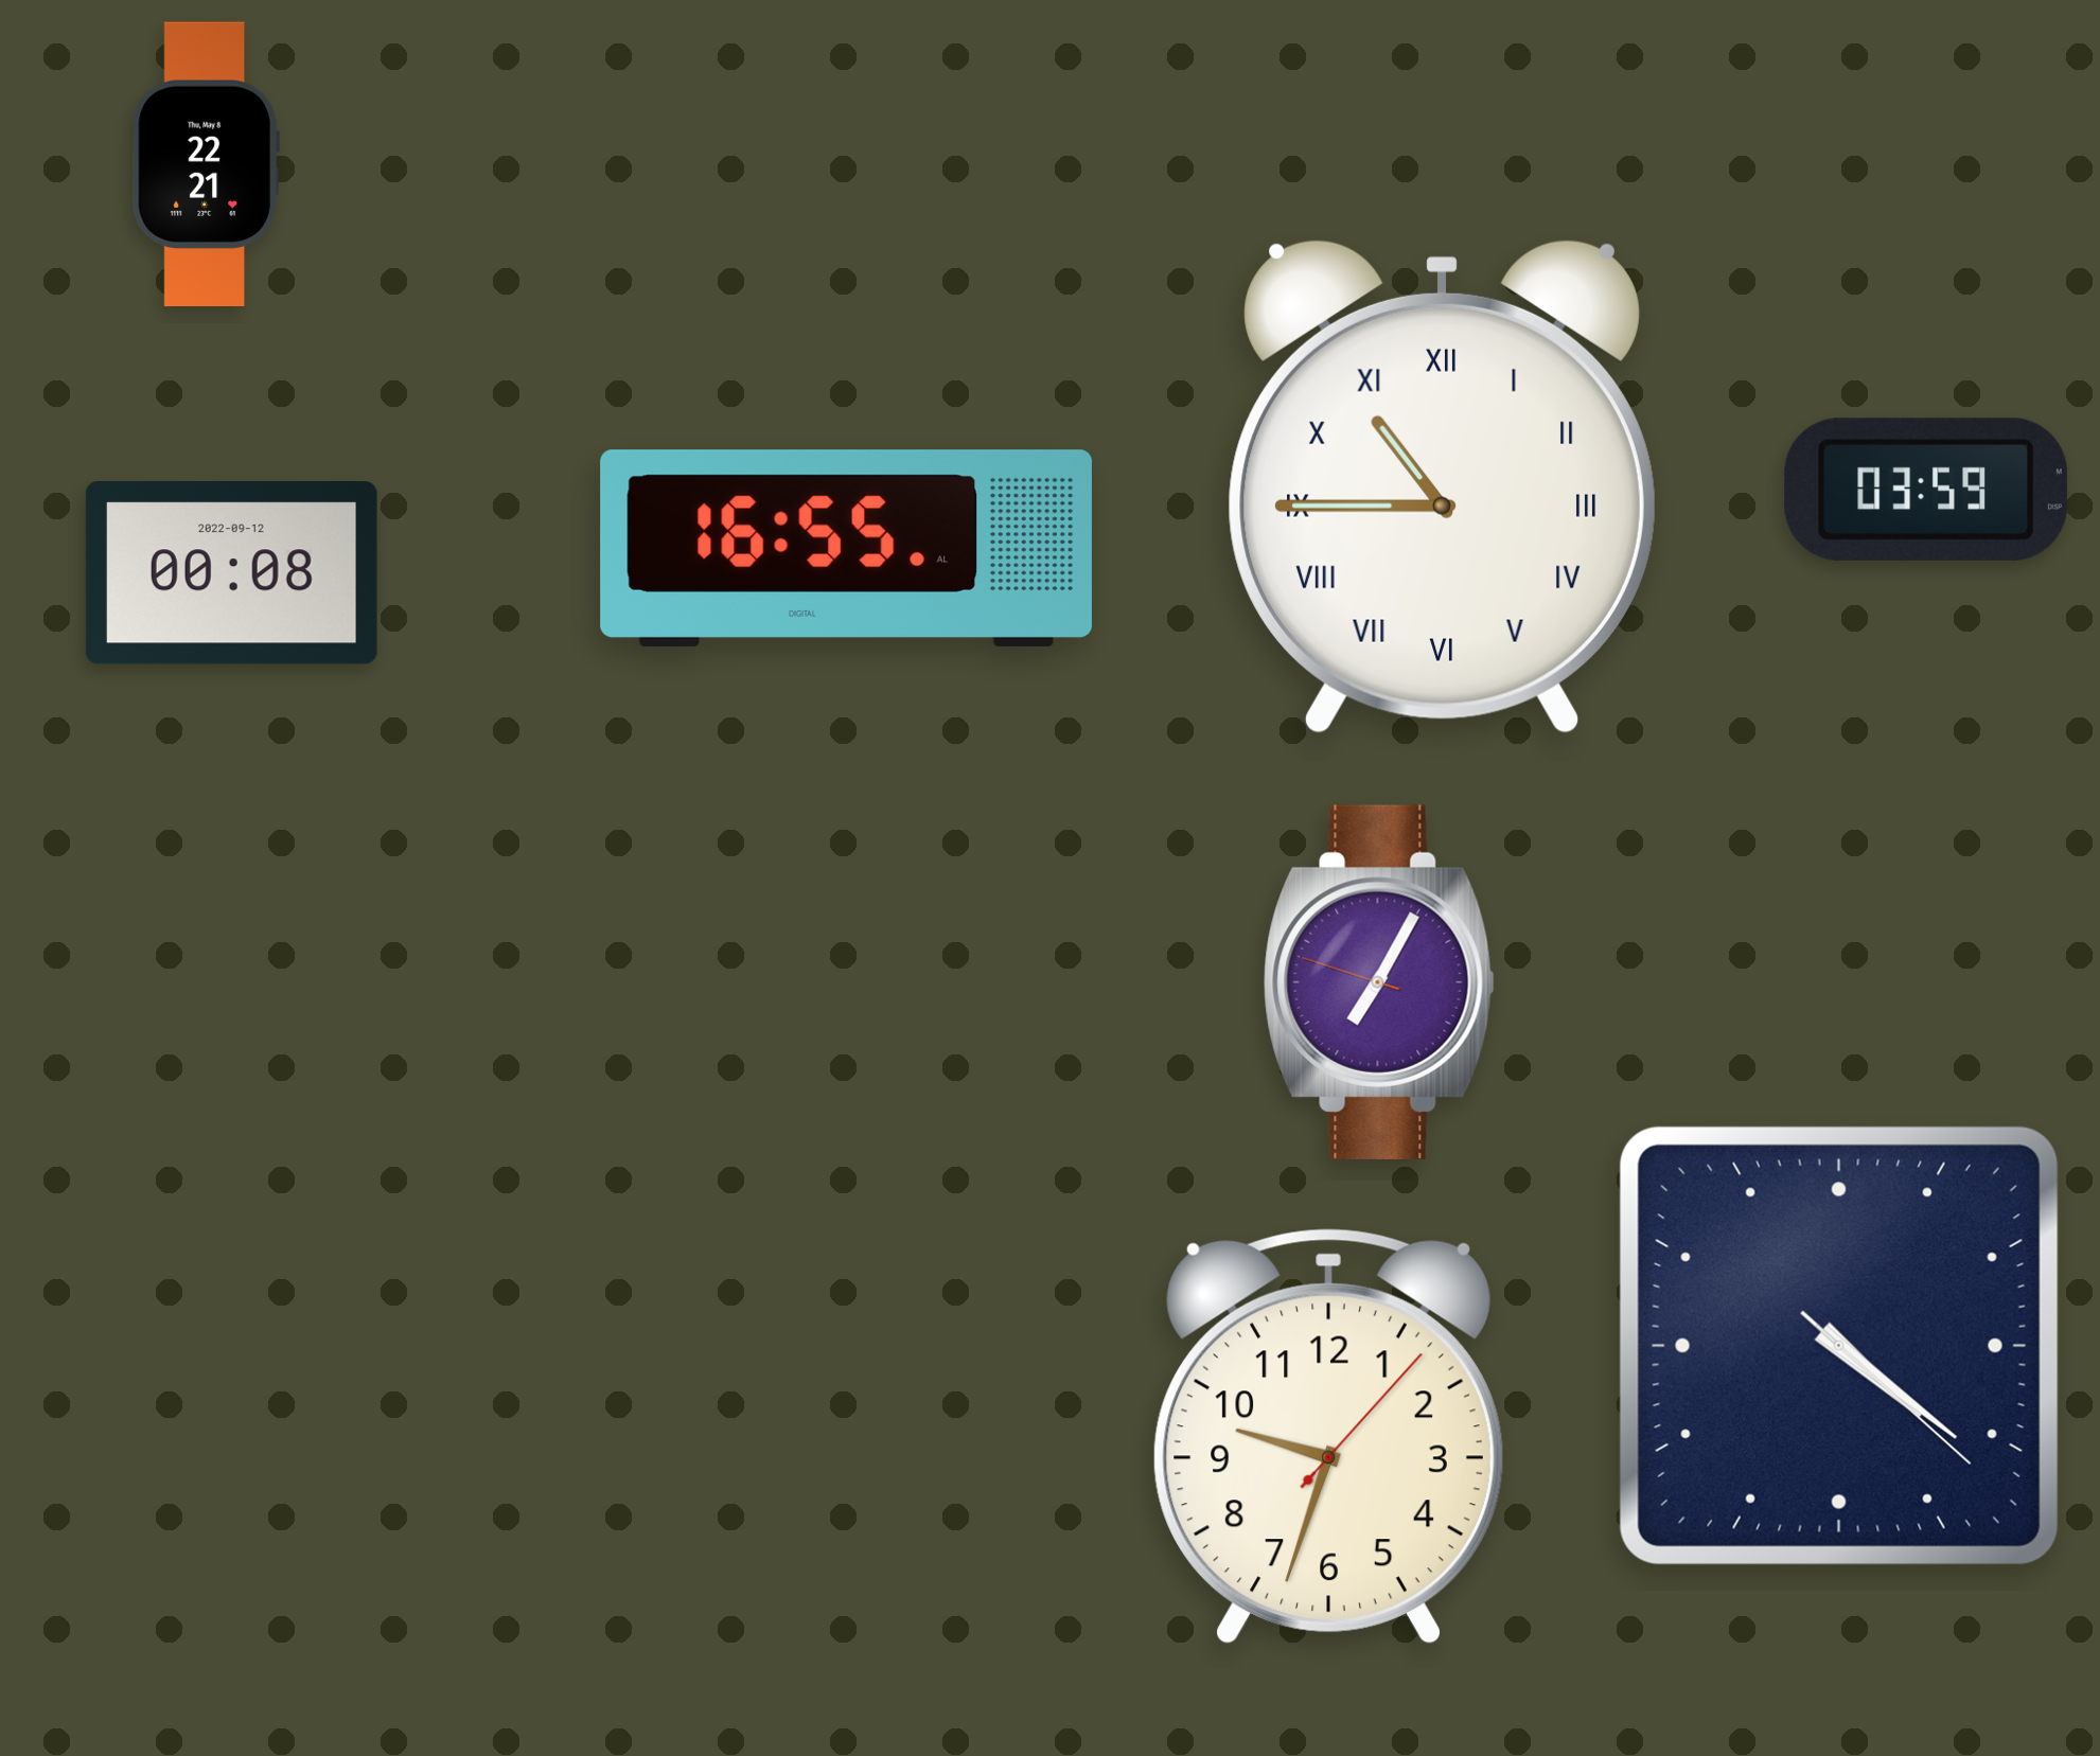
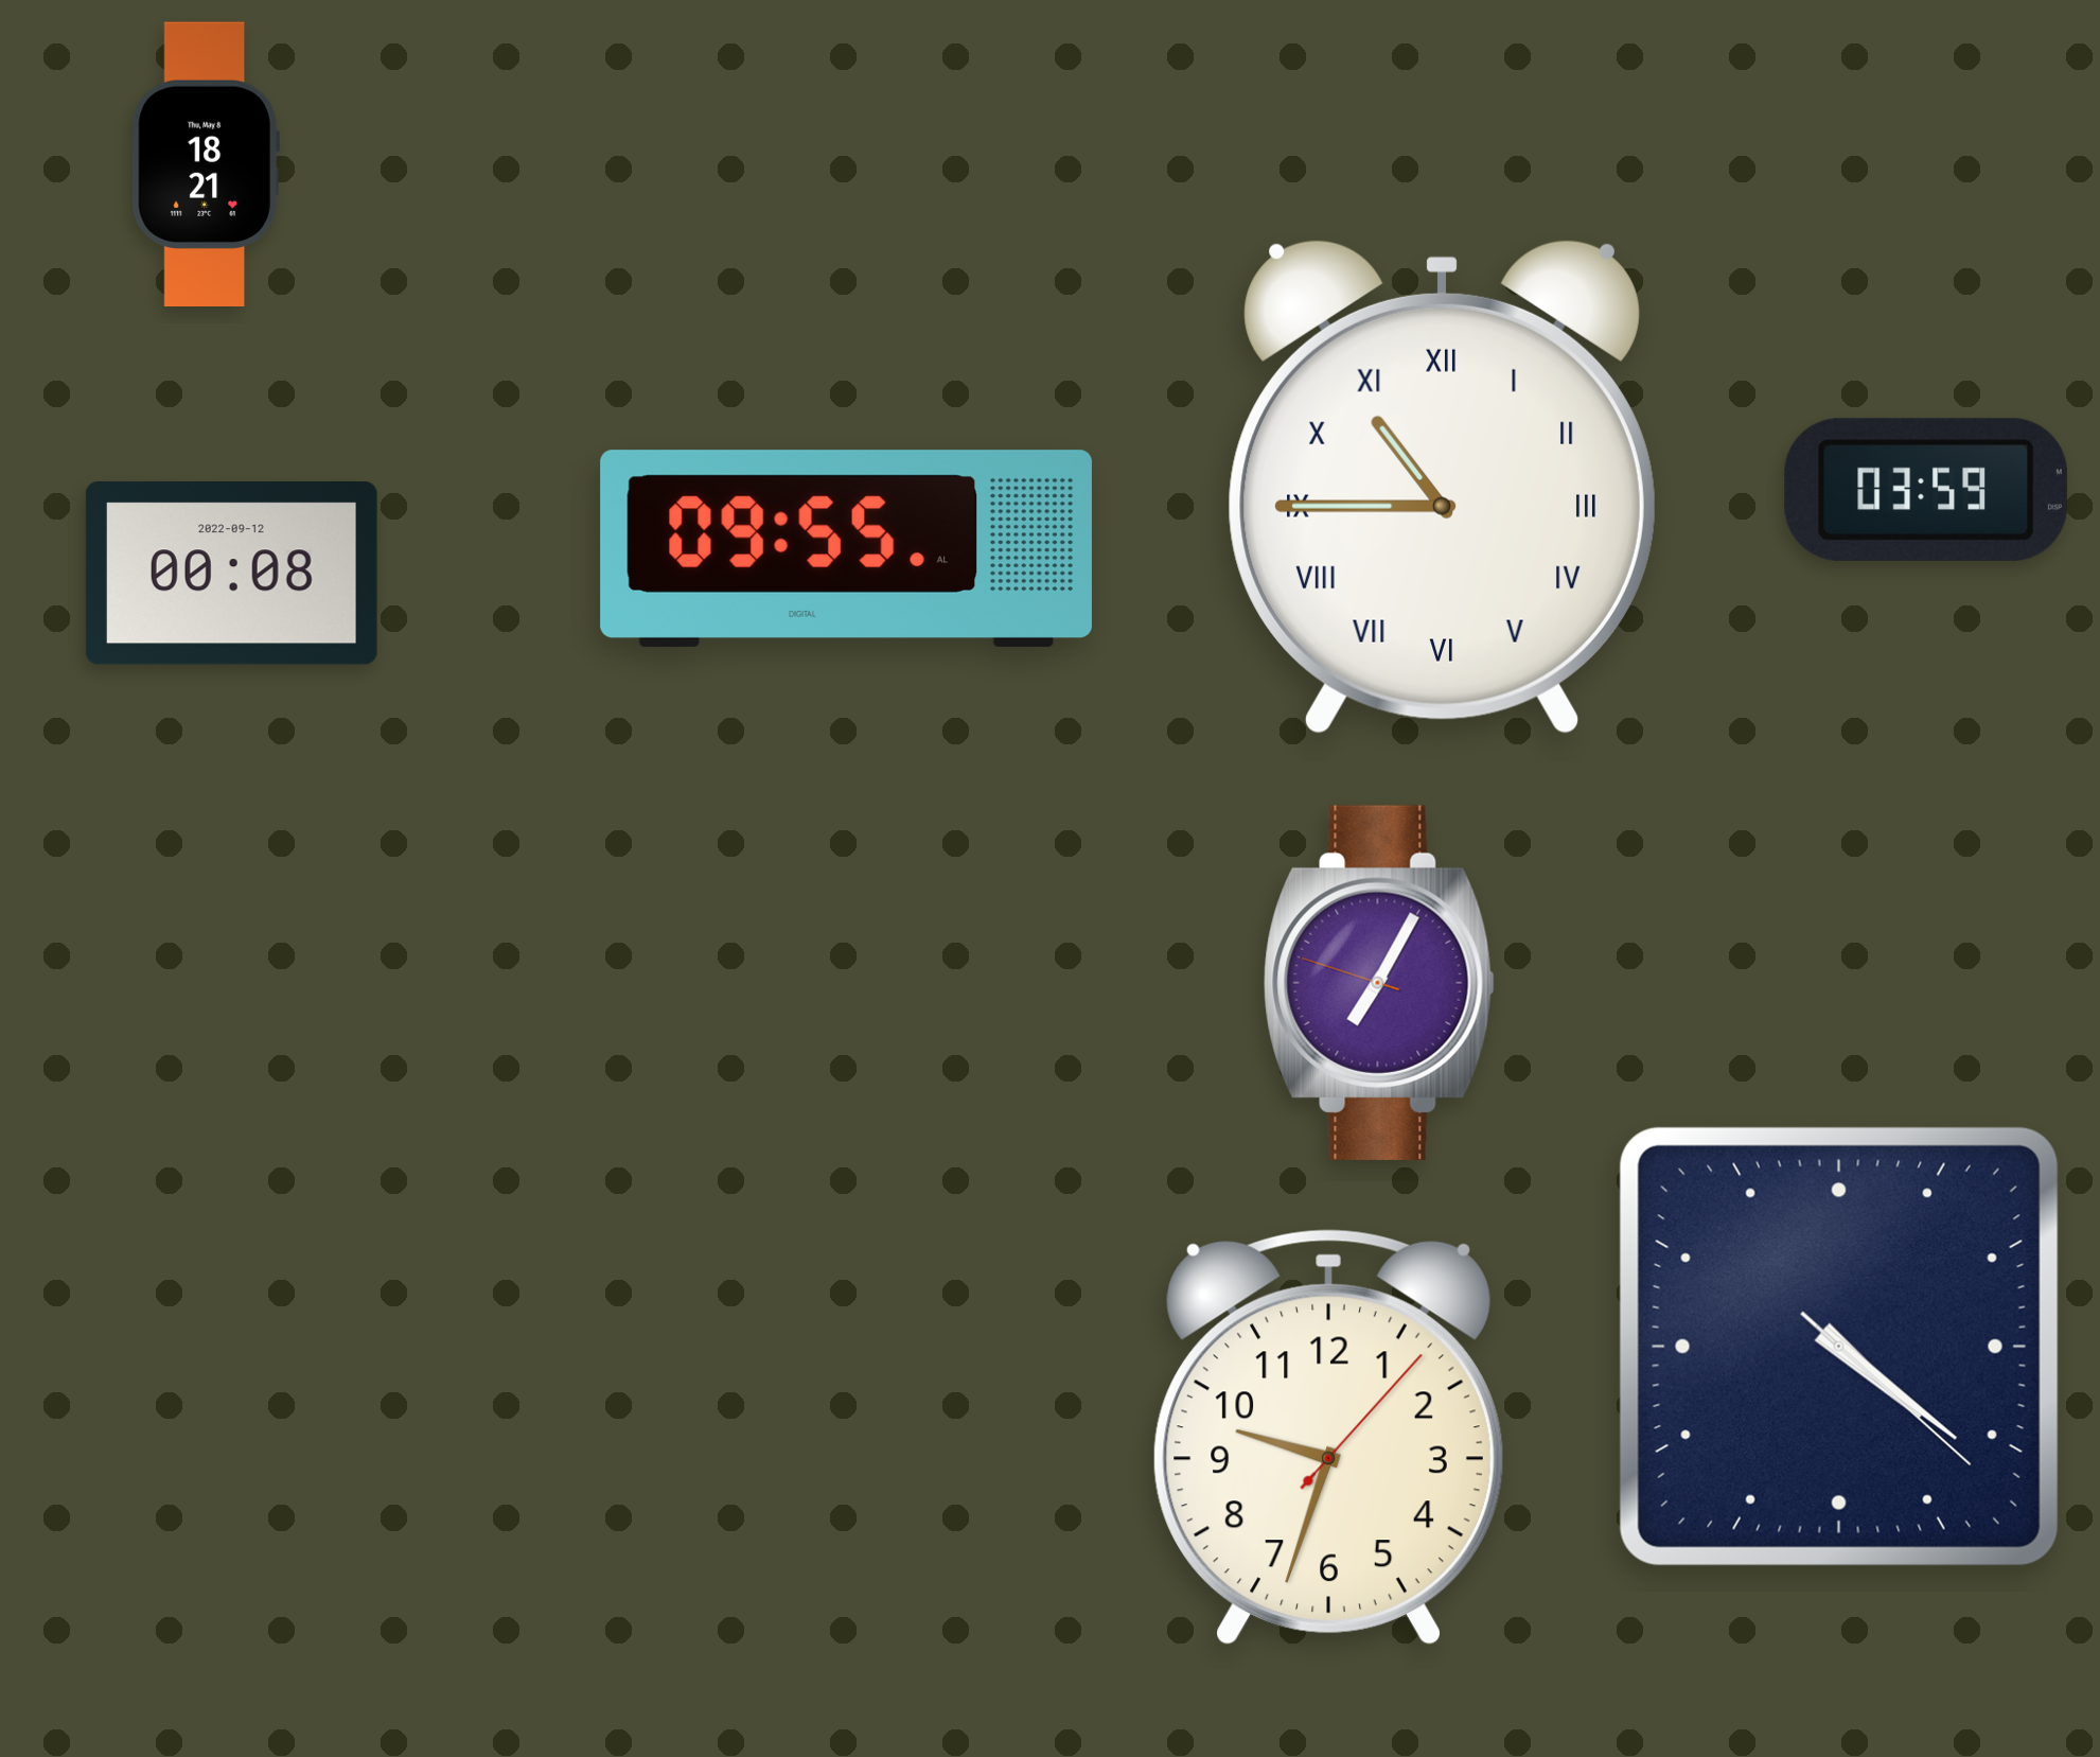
clock at (206, 163): 22:21 -> 18:21
clock at (846, 548): 16:55 -> 09:55
